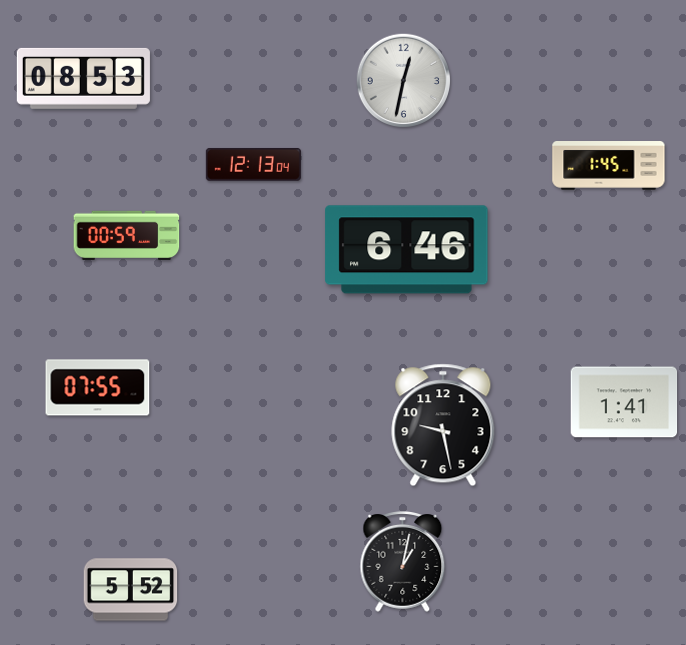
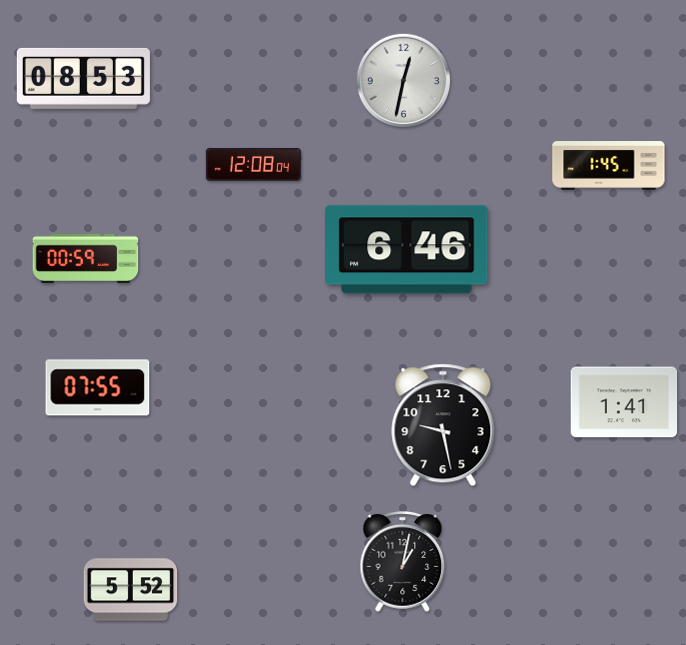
clock at (253, 164): 12:13 -> 12:08
clock at (127, 235) position: (127, 235) -> (86, 258)
